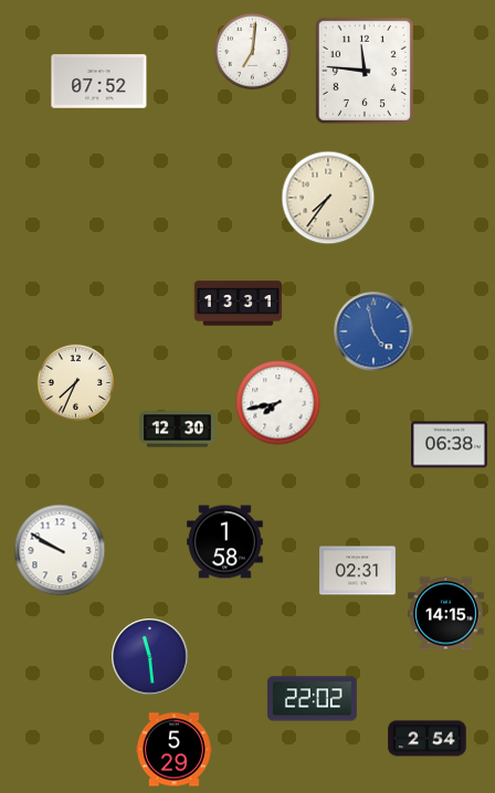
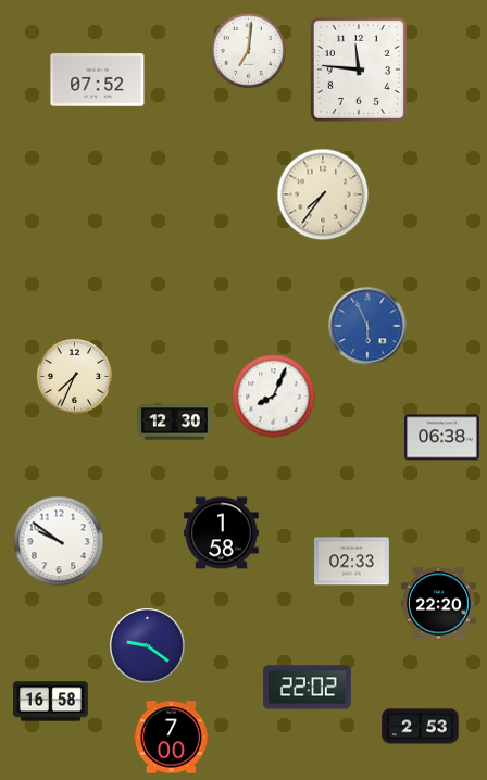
clock at (239, 304): 13:31 -> none
clock at (373, 331): 4:58 -> 5:56
clock at (278, 403): 7:43 -> 8:04
clock at (60, 550): 9:50 -> 9:51
clock at (358, 571): 02:31 -> 02:33
clock at (446, 614): 14:15 -> 22:20
clock at (150, 657): 11:29 -> 9:21
clock at (51, 702): none -> 16:58
clock at (428, 739): 2:54 -> 2:53
clock at (175, 750): 5:29 -> 7:00
